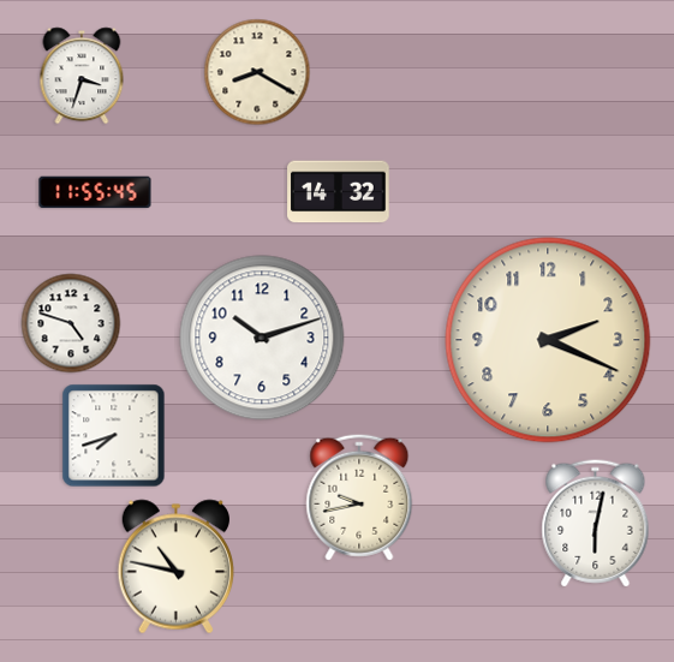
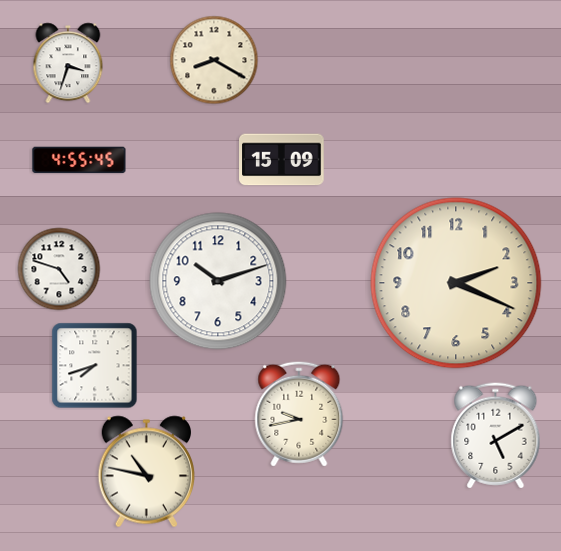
clock at (95, 192): 11:55 -> 4:55
clock at (339, 192): 14:32 -> 15:09
clock at (114, 436) position: (114, 436) -> (95, 366)
clock at (596, 524): 6:02 -> 5:10
